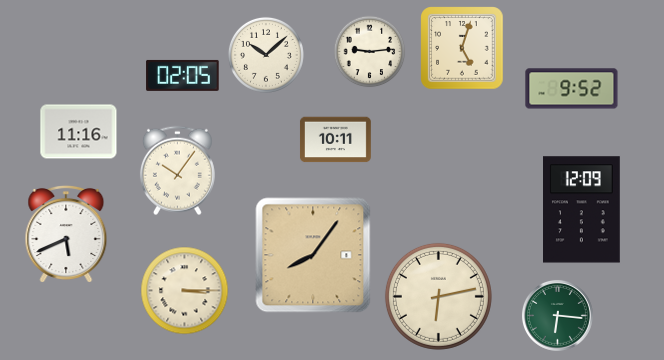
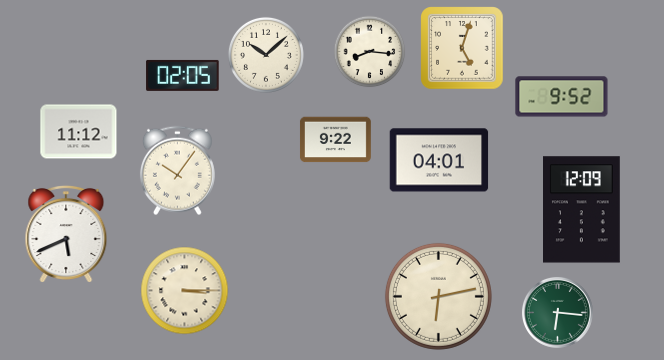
clock at (370, 52): 9:14 -> 8:16
clock at (572, 89) position: (572, 89) -> (562, 97)
clock at (79, 132): 11:16 -> 11:12
clock at (335, 140): 10:11 -> 9:22
clock at (439, 160): none -> 04:01
clock at (313, 255): 8:06 -> none
clock at (557, 315) position: (557, 315) -> (557, 312)
